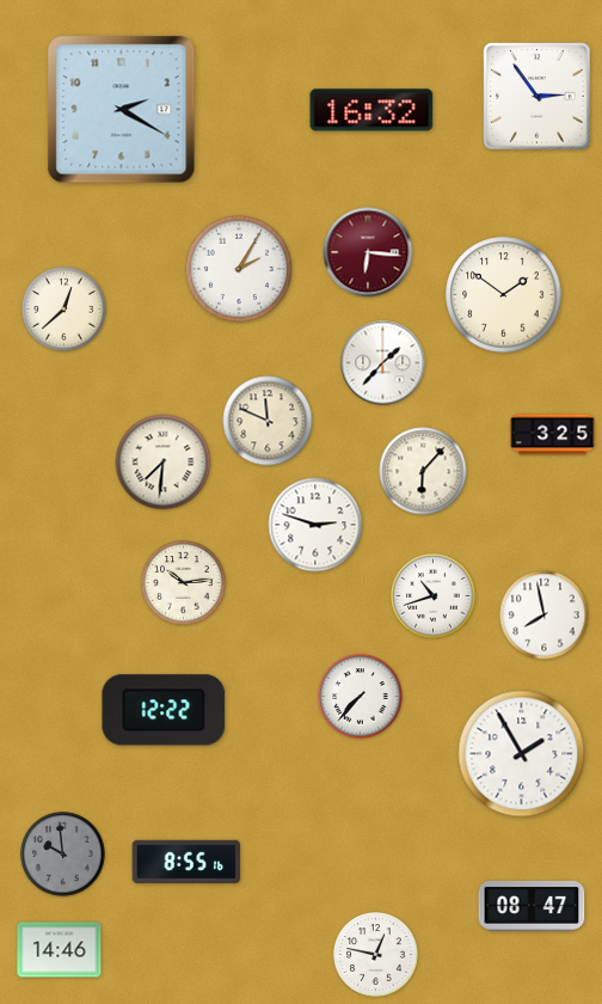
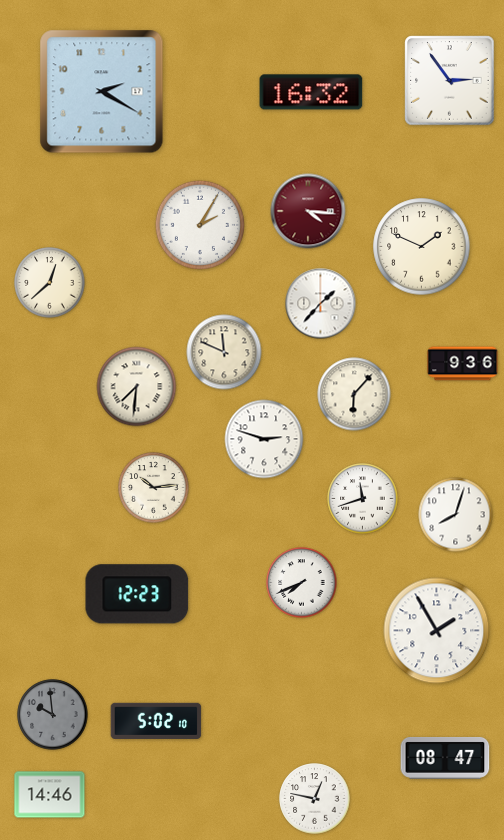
clock at (368, 252): 6:16 -> 4:16
clock at (504, 295): 1:51 -> 1:49
clock at (64, 310) position: (64, 310) -> (50, 283)
clock at (553, 435): 3:25 -> 9:36
clock at (434, 596): 10:42 -> 11:42
clock at (545, 616): 7:58 -> 8:03
clock at (361, 697): 7:37 -> 7:41
clock at (164, 710): 12:22 -> 12:23
clock at (186, 862): 8:55 -> 5:02
